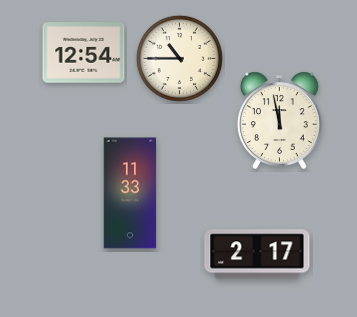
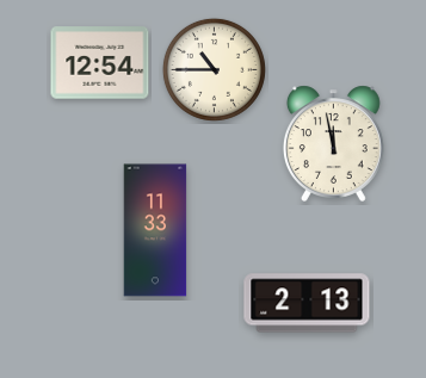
clock at (257, 254): 2:17 -> 2:13
